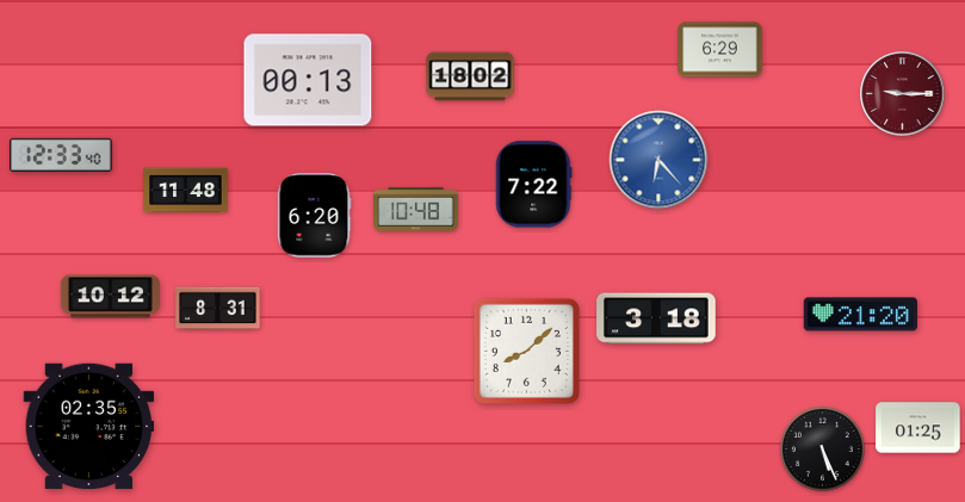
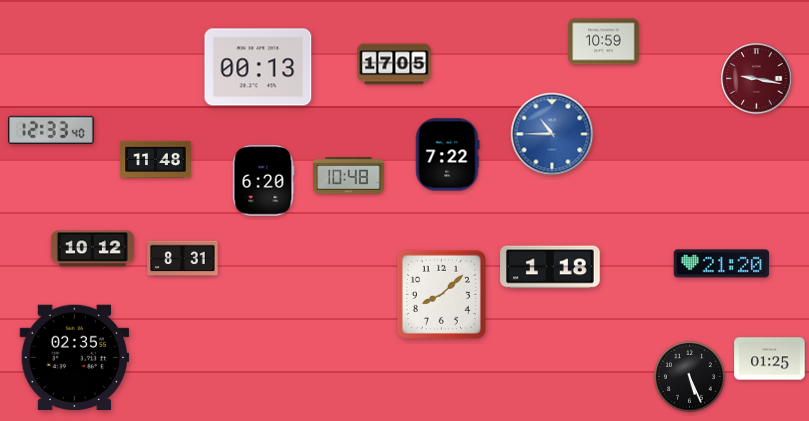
clock at (720, 50): 6:29 -> 10:59
clock at (470, 76): 18:02 -> 17:05
clock at (903, 94): 9:15 -> 9:17
clock at (658, 160): 6:23 -> 10:45
clock at (656, 318): 3:18 -> 1:18
